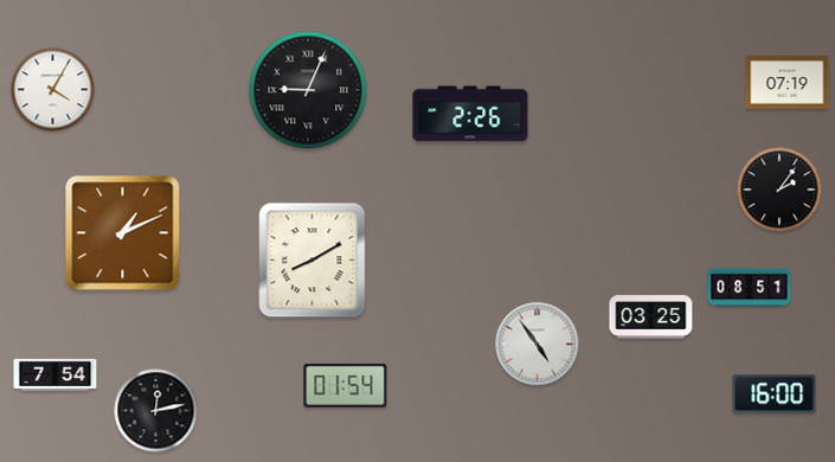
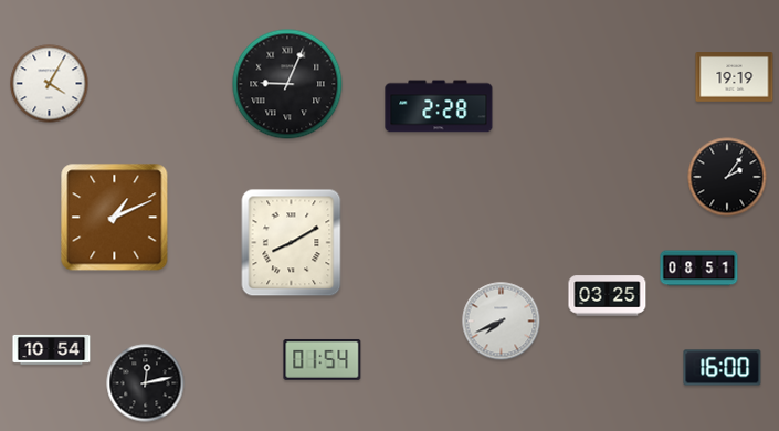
clock at (788, 83): 07:19 -> 19:19
clock at (470, 114): 2:26 -> 2:28
clock at (538, 345): 4:54 -> 7:41
clock at (56, 374): 7:54 -> 10:54
